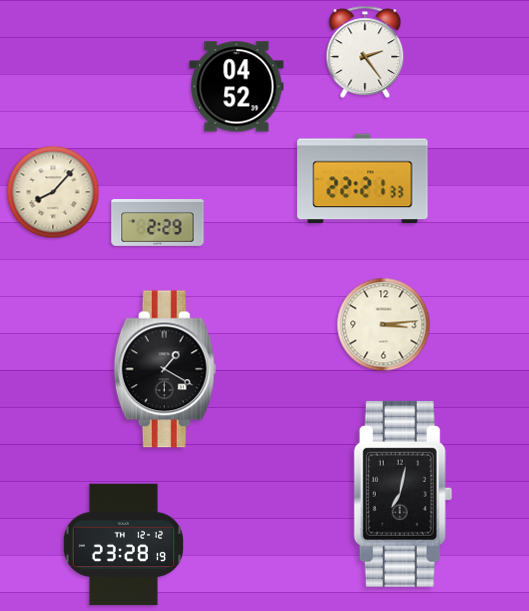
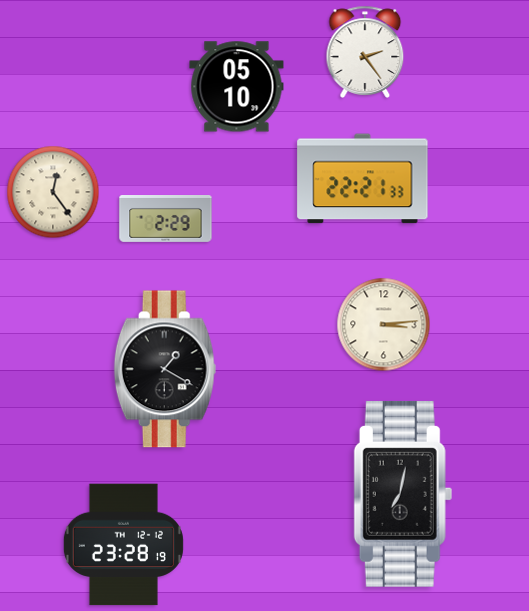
clock at (237, 87): 04:52 -> 05:10
clock at (53, 192): 8:07 -> 12:24
clock at (158, 223) position: (158, 223) -> (166, 219)
